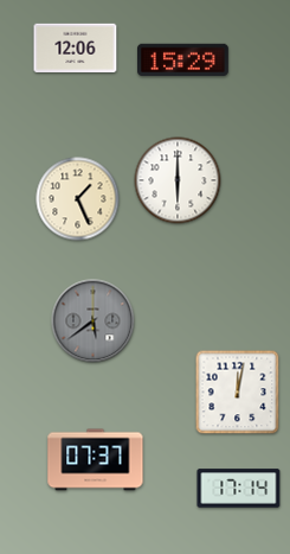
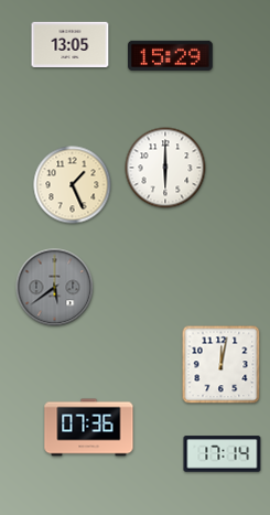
clock at (76, 47): 12:06 -> 13:05
clock at (94, 321) position: (94, 321) -> (55, 288)
clock at (96, 460): 07:37 -> 07:36
